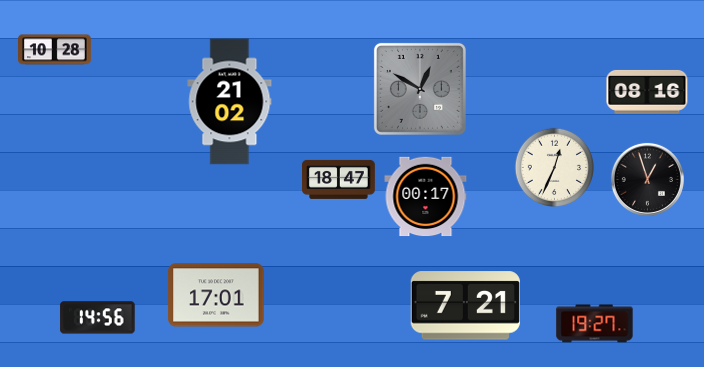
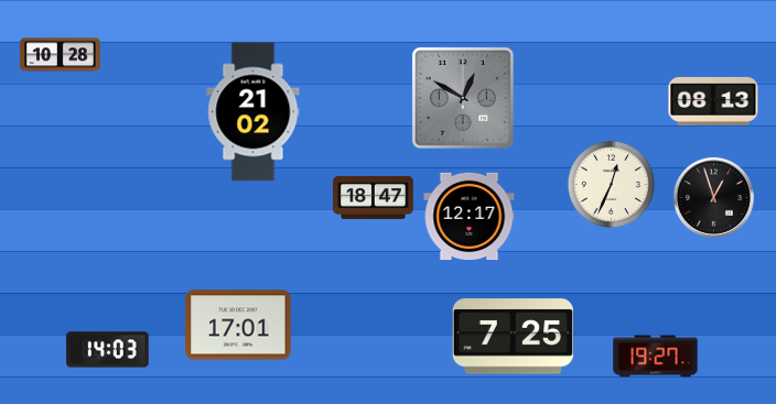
clock at (647, 92): 08:16 -> 08:13
clock at (426, 197): 00:17 -> 12:17
clock at (465, 306): 7:21 -> 7:25
clock at (98, 318): 14:56 -> 14:03
